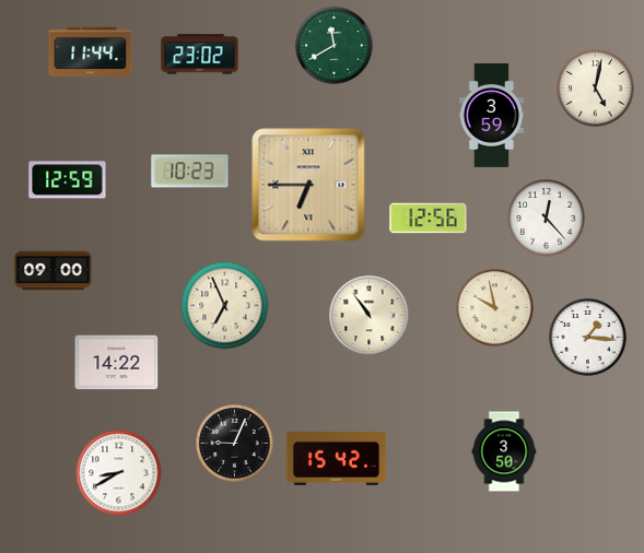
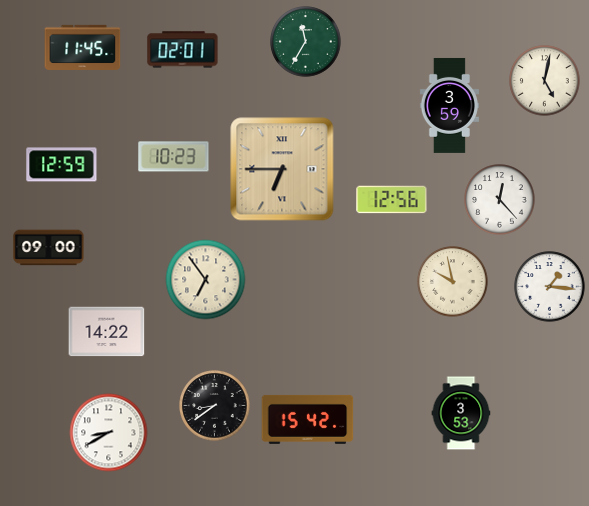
clock at (335, 46): 11:40 -> 11:35
clock at (91, 51): 11:44 -> 11:45
clock at (200, 55): 23:02 -> 02:01
clock at (225, 306): 6:56 -> 6:54
clock at (370, 316): 10:54 -> none
clock at (588, 338) position: (588, 338) -> (550, 287)
clock at (235, 444): 9:04 -> 8:39
clock at (504, 451): 3:50 -> 3:53
